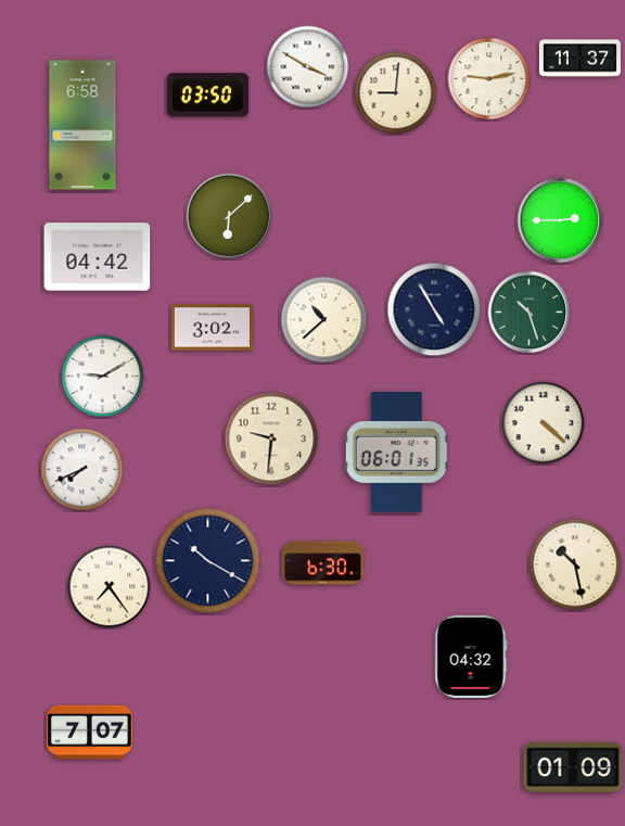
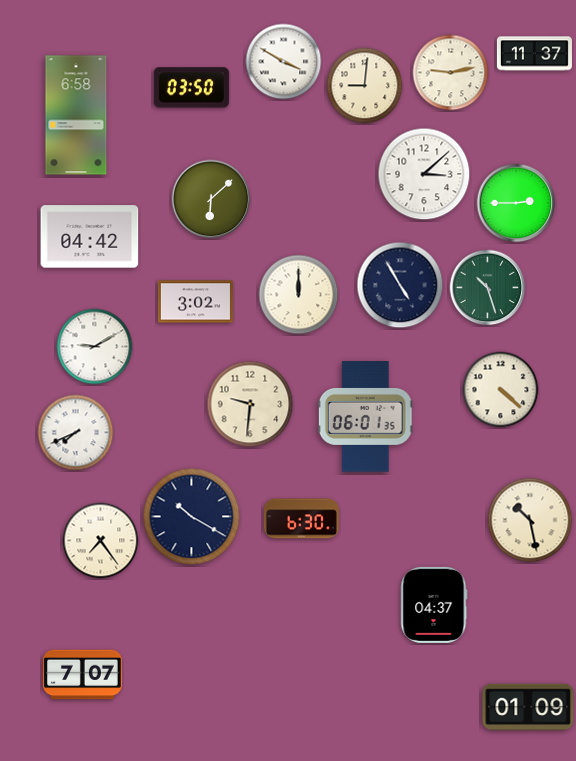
clock at (424, 174): none -> 3:08
clock at (324, 320): 10:38 -> 12:00
clock at (322, 563) position: (322, 563) -> (301, 519)
clock at (471, 657): 04:32 -> 04:37
